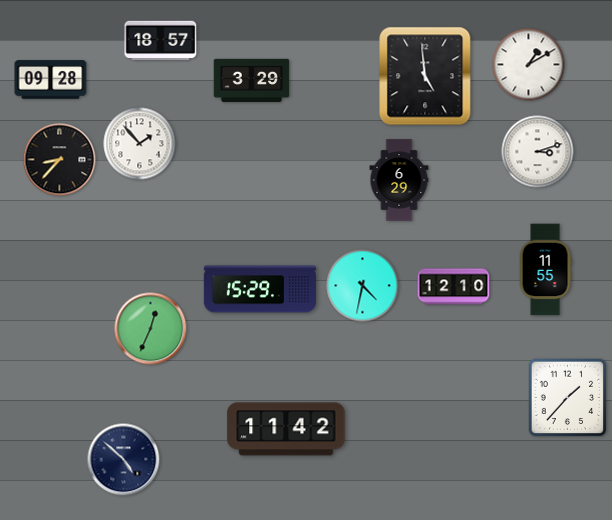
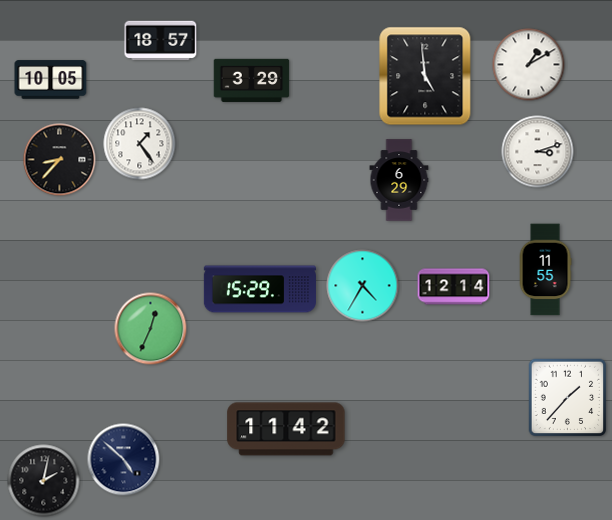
clock at (51, 80): 09:28 -> 10:05
clock at (140, 144): 1:53 -> 1:24
clock at (363, 286): 4:32 -> 4:35
clock at (454, 287): 12:10 -> 12:14
clock at (44, 481): none -> 2:02
